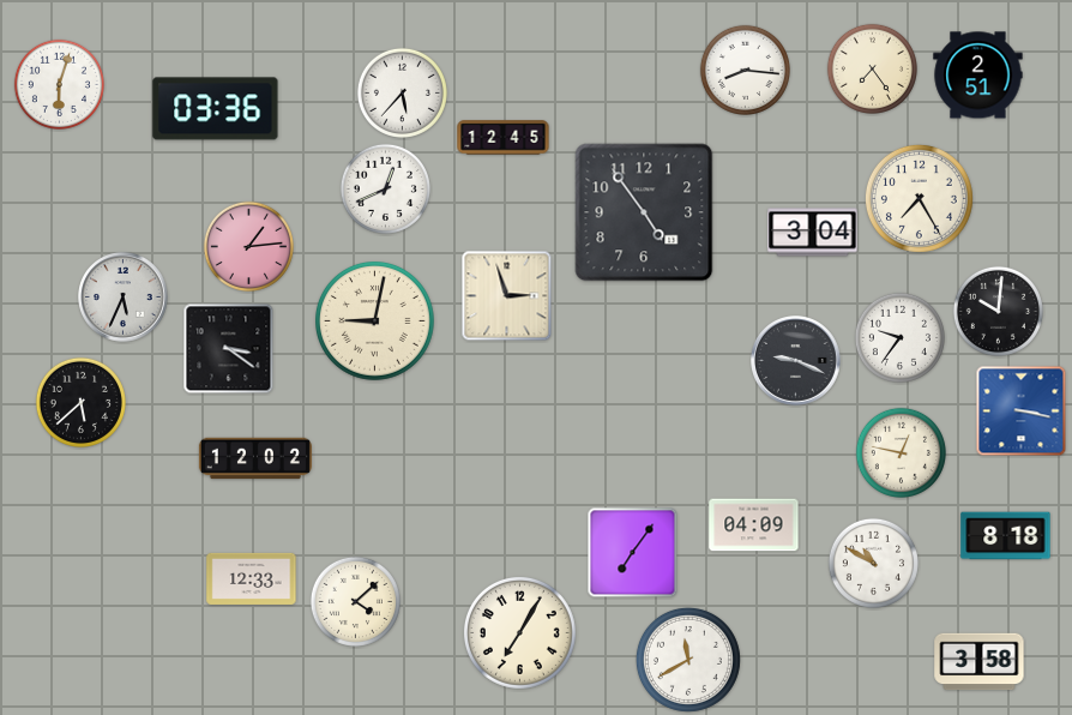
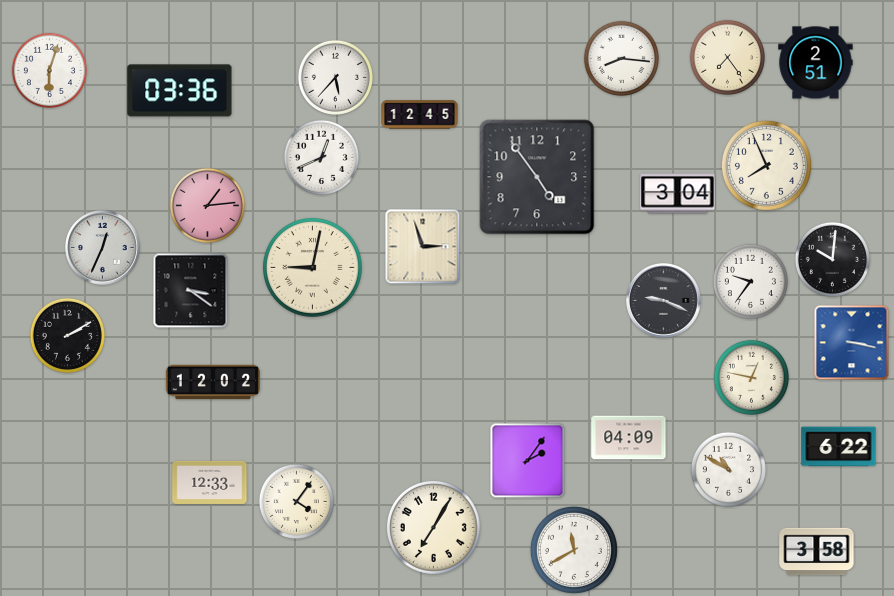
clock at (919, 198): 7:25 -> 7:56
clock at (124, 298): 5:34 -> 12:34
clock at (80, 402): 5:38 -> 2:10
clock at (1006, 536): 8:18 -> 6:22
clock at (633, 553): 7:06 -> 2:06
clock at (355, 601): 4:08 -> 4:06
